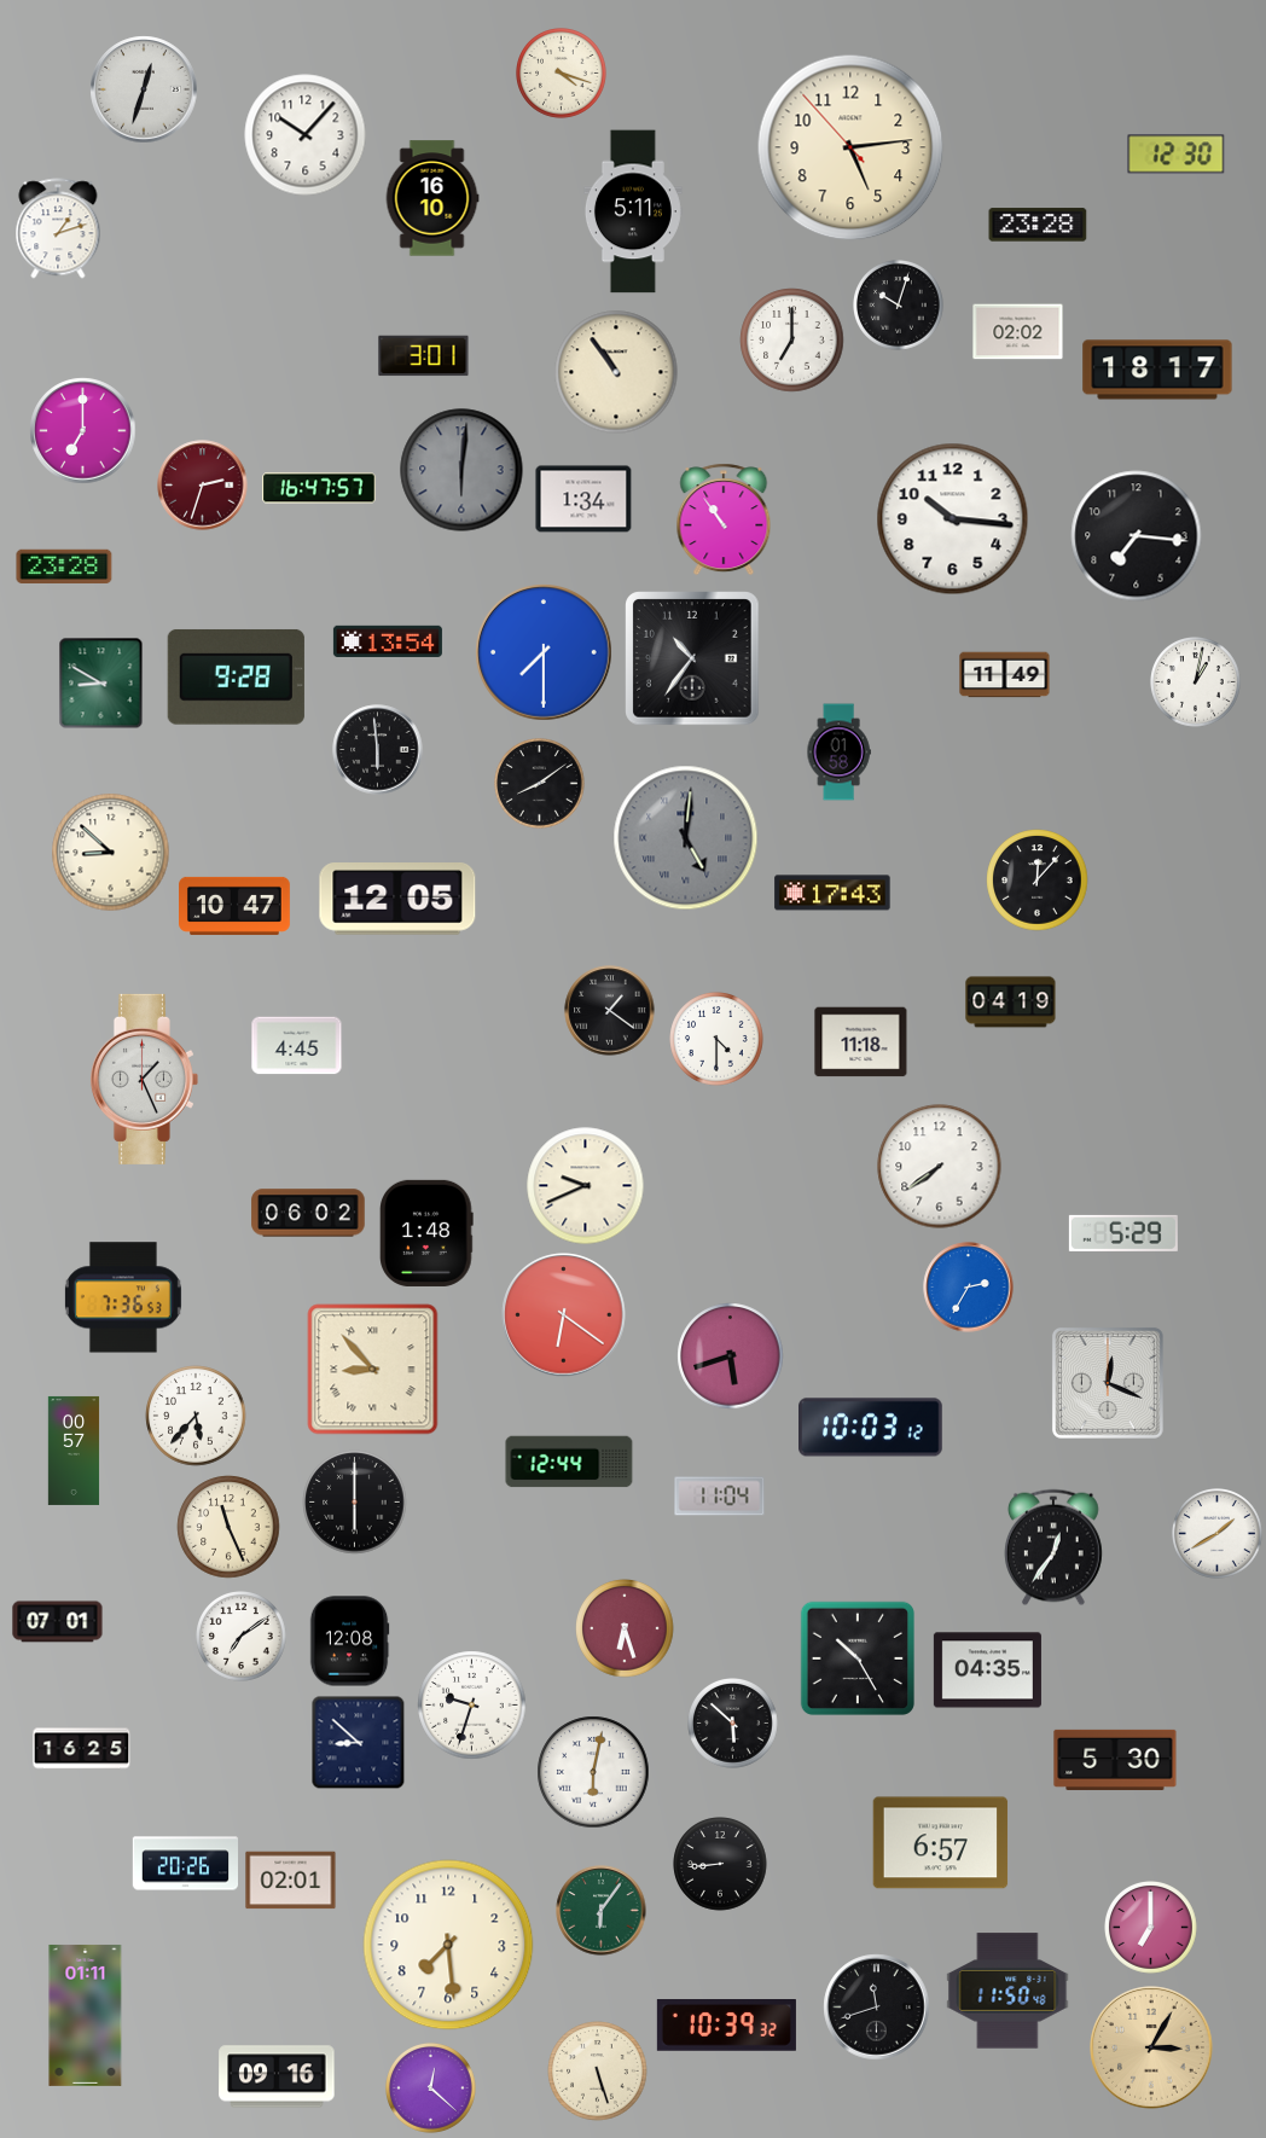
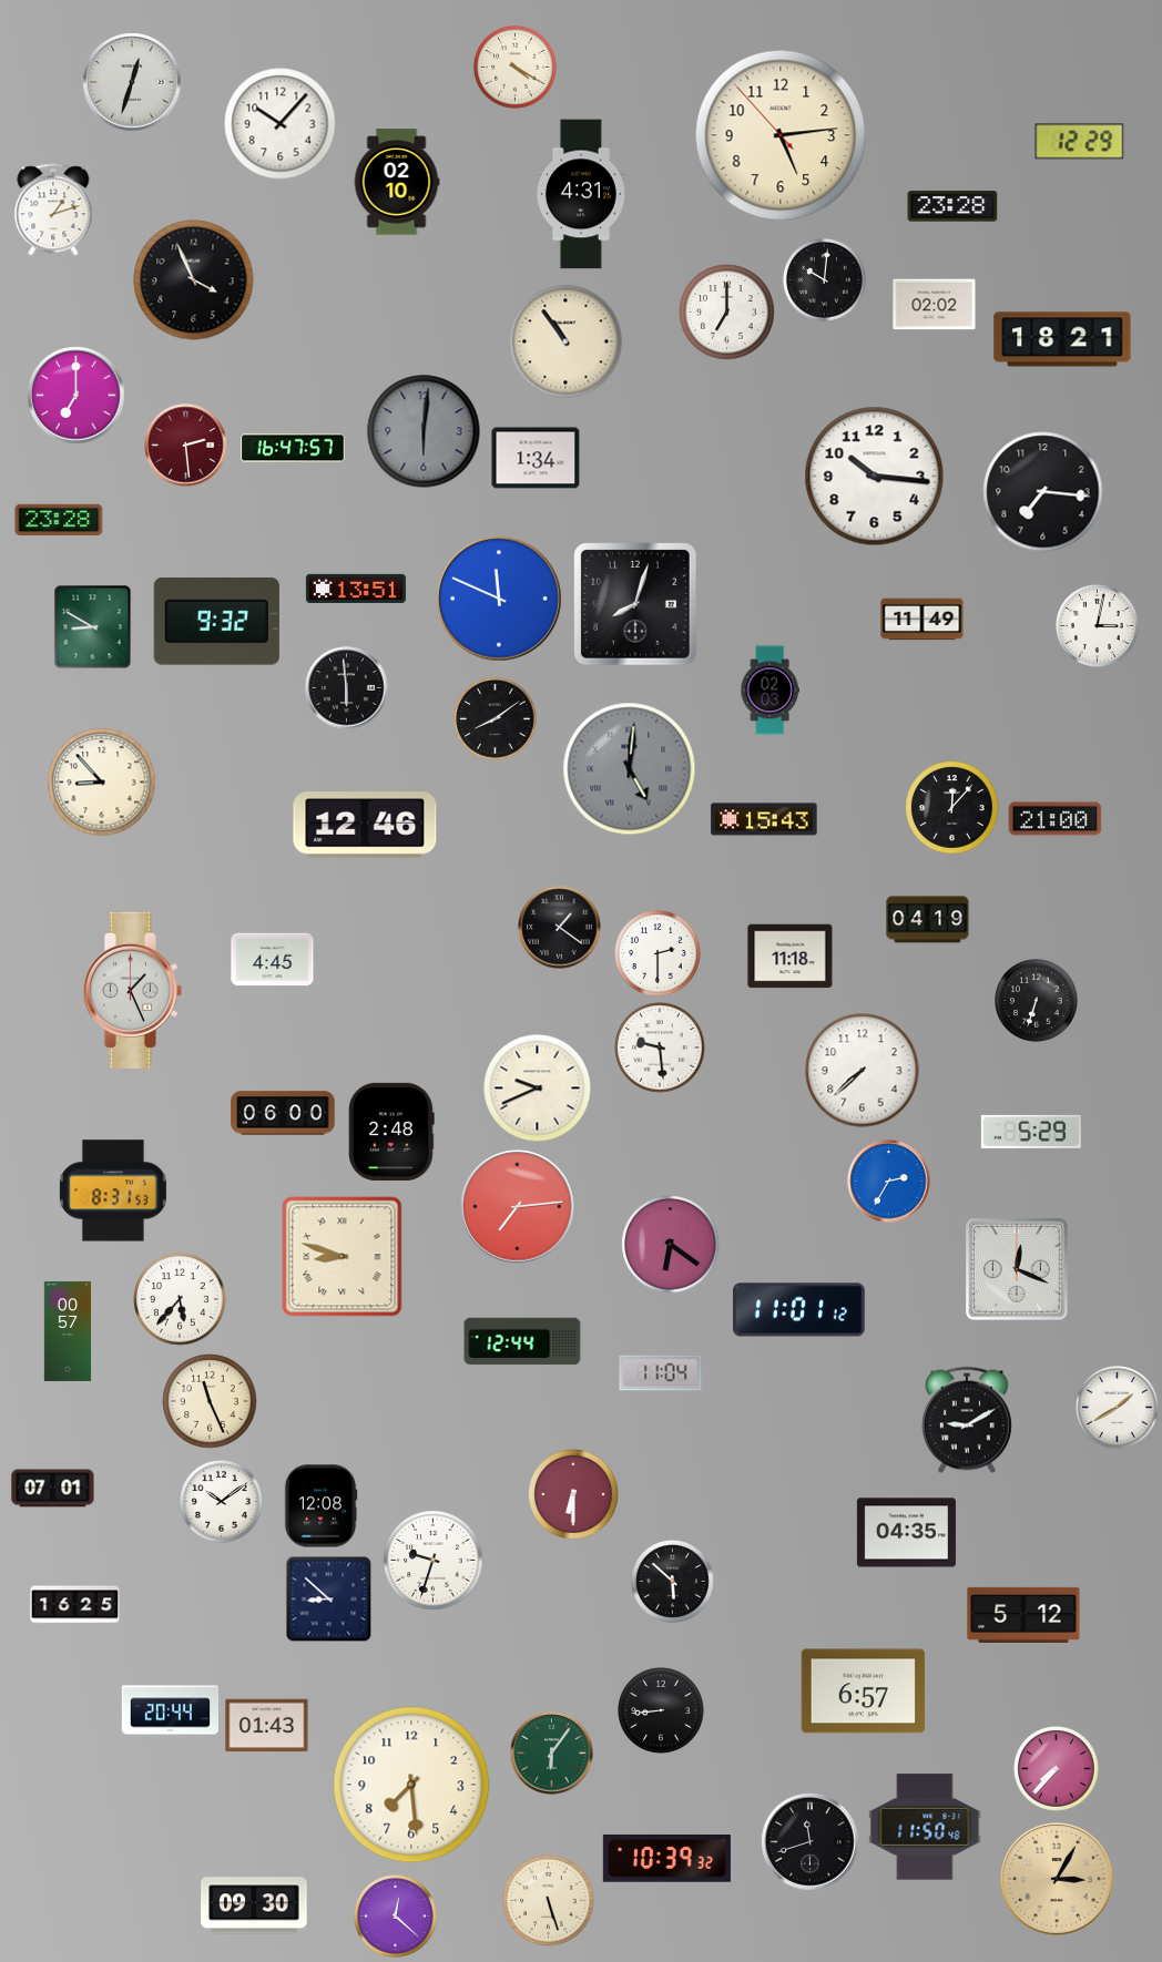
clock at (562, 74): 4:18 -> 4:20
clock at (1177, 155): 12:30 -> 12:29
clock at (432, 198): 16:10 -> 02:10
clock at (633, 211): 5:11 -> 4:31
clock at (194, 280): none -> 3:56
clock at (899, 306): 10:03 -> 10:01
clock at (424, 356): 3:01 -> none
clock at (1157, 370): 18:17 -> 18:21
clock at (203, 486): 2:33 -> 2:29
clock at (724, 519): 10:54 -> none
clock at (388, 641): 13:54 -> 13:51
clock at (545, 653): 7:30 -> 11:49
clock at (692, 658): 10:36 -> 8:03
clock at (236, 676): 9:28 -> 9:32
clock at (1196, 682): 1:02 -> 3:02
clock at (838, 753): 01:58 -> 02:03
clock at (111, 853): 8:52 -> 8:53
clock at (832, 893): 17:43 -> 15:43
clock at (1056, 819): none -> 21:00
clock at (397, 899): 12:05 -> 12:46
clock at (236, 906): 10:47 -> none
clock at (716, 1039): 4:30 -> 2:30
clock at (1037, 1001): none -> 6:33
clock at (660, 1048): none -> 9:29
clock at (940, 1167): 7:39 -> 7:38
clock at (308, 1213): 06:02 -> 06:00
clock at (426, 1233): 1:48 -> 2:48
clock at (123, 1297): 7:36 -> 8:31
clock at (564, 1315): 6:21 -> 7:14
clock at (731, 1356): 5:42 -> 6:21
clock at (373, 1370): 8:53 -> 8:48
clock at (871, 1428): 10:03 -> 11:01
clock at (355, 1503): 6:00 -> none
clock at (1053, 1547): 12:36 -> 9:10
clock at (625, 1628): 6:27 -> 6:30
clock at (242, 1637): 7:09 -> 10:09
clock at (856, 1657): 10:25 -> none
clock at (472, 1706) position: (472, 1706) -> (434, 1561)
clock at (1115, 1760): 5:30 -> 5:12
clock at (593, 1772): 6:02 -> none
clock at (186, 1864): 20:26 -> 20:44
clock at (291, 1881): 02:01 -> 01:43
clock at (1151, 1928): 7:00 -> 7:37
clock at (877, 2008) position: (877, 2008) -> (811, 1842)
clock at (86, 2015): 01:11 -> none
clock at (277, 2076): 09:16 -> 09:30
